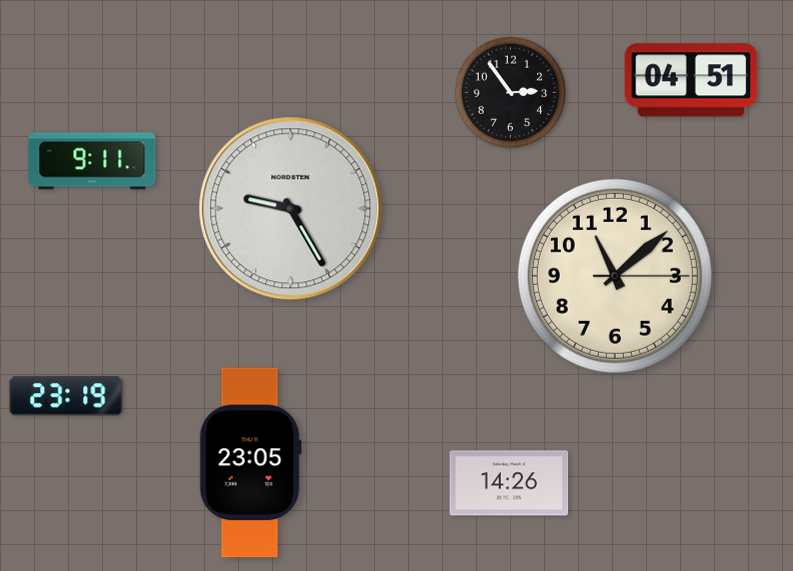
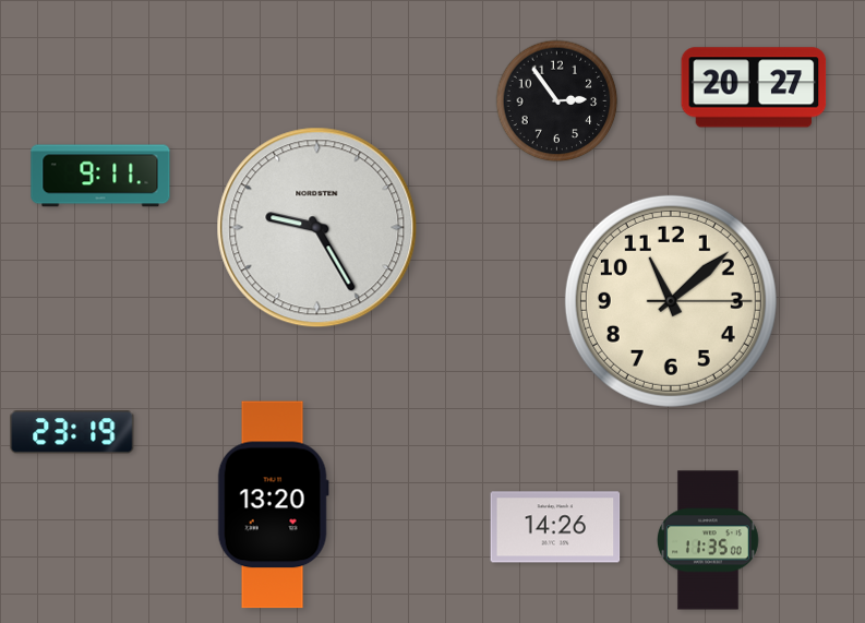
clock at (691, 80): 04:51 -> 20:27
clock at (250, 463): 23:05 -> 13:20
clock at (709, 540): none -> 11:35
